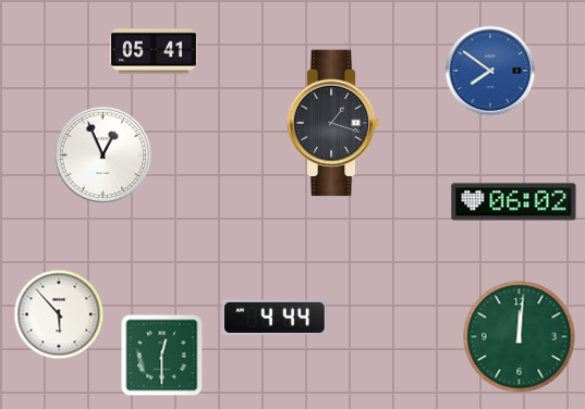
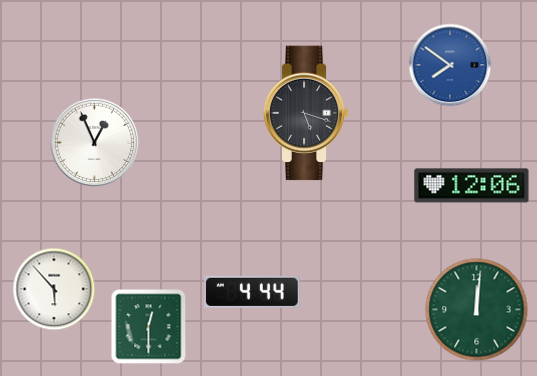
clock at (154, 51): 05:41 -> none
clock at (333, 123): 1:18 -> 5:18
clock at (514, 202): 06:02 -> 12:06
